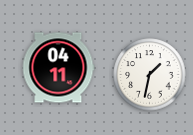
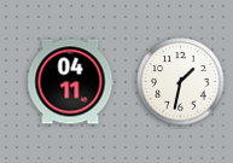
clock at (150, 75) position: (150, 75) -> (181, 82)
